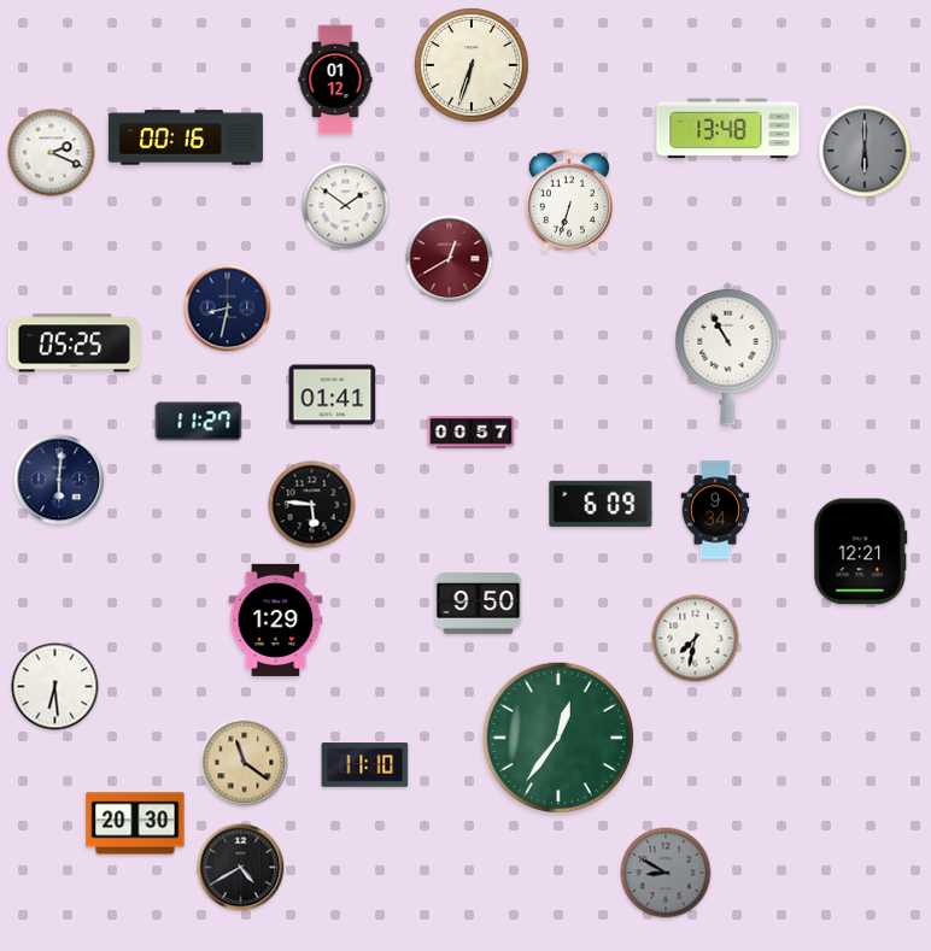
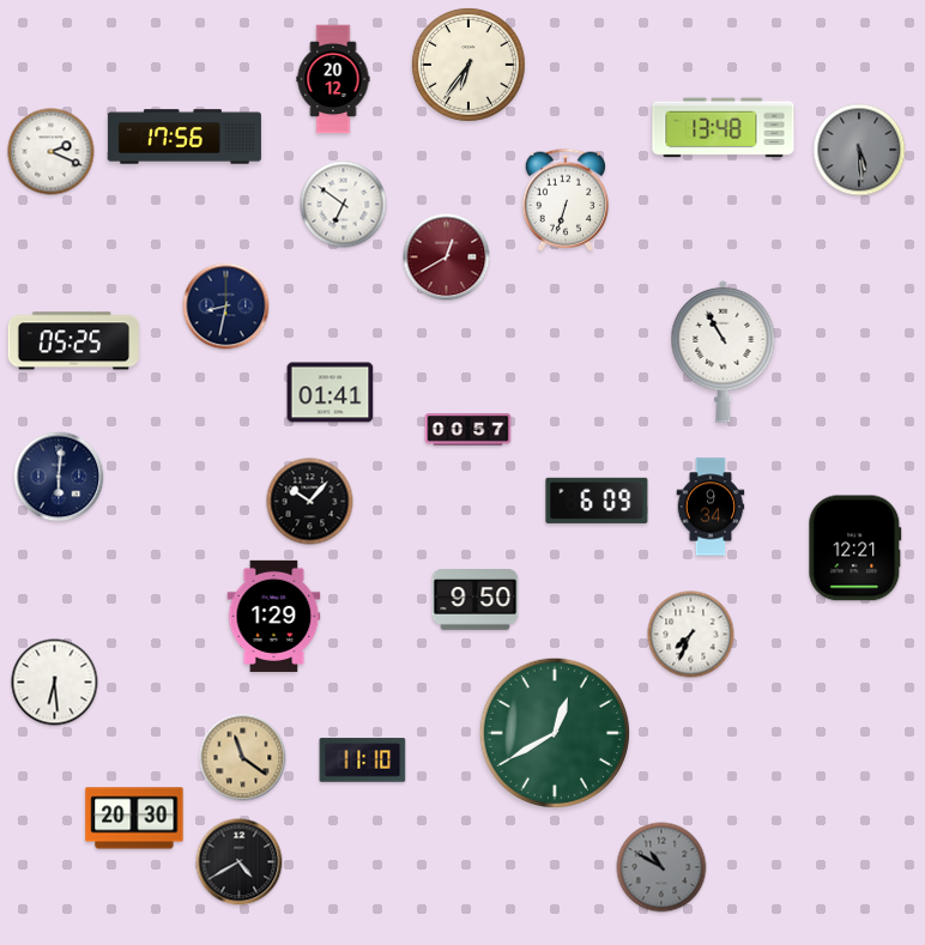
clock at (472, 65): 6:33 -> 6:36
clock at (335, 80): 01:12 -> 20:12
clock at (186, 137): 00:16 -> 17:56
clock at (865, 151): 6:00 -> 5:29
clock at (346, 206): 1:51 -> 6:51
clock at (199, 422): 11:27 -> none
clock at (312, 505): 5:46 -> 10:07
clock at (696, 639): 7:32 -> 7:34
clock at (558, 738): 12:36 -> 12:40
clock at (666, 873): 8:50 -> 10:50
